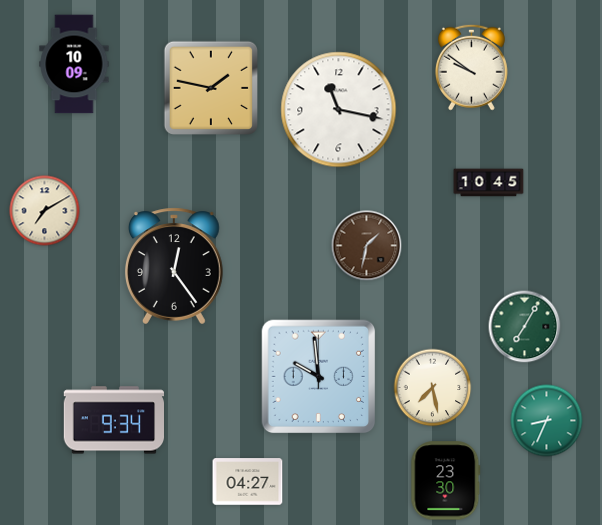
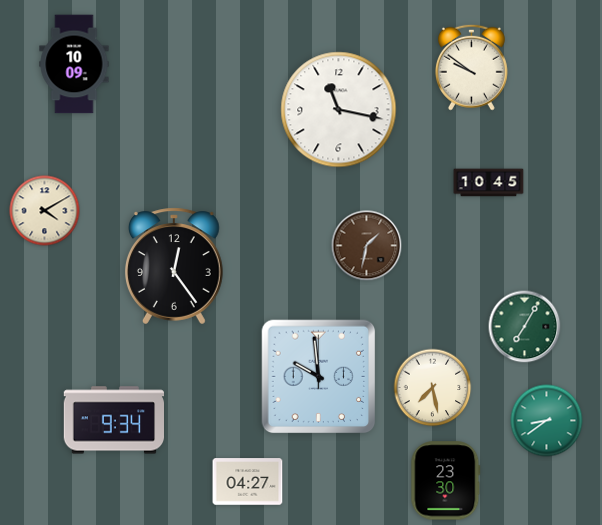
clock at (210, 87): 1:47 -> none
clock at (45, 211): 7:10 -> 4:10
clock at (547, 421): 8:34 -> 8:39
